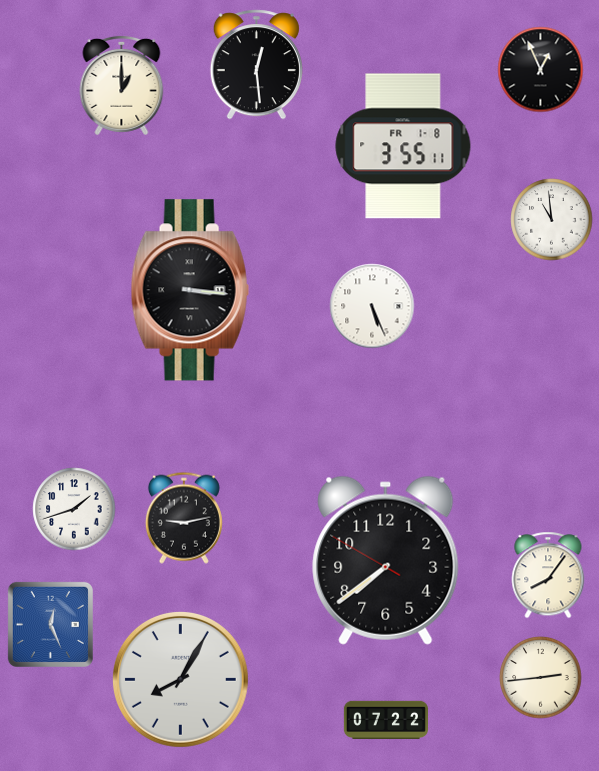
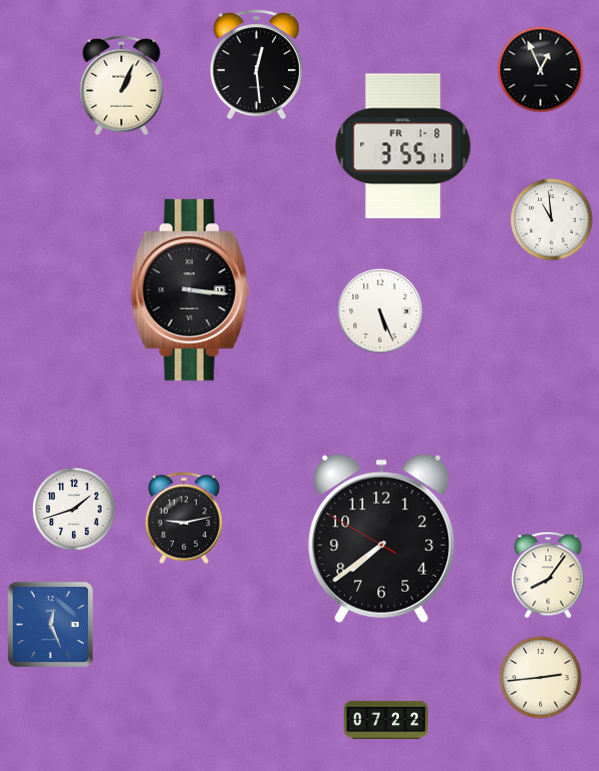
clock at (122, 85): 1:00 -> 1:04
clock at (372, 306) position: (372, 306) -> (380, 311)
clock at (386, 560) position: (386, 560) -> (382, 538)
clock at (180, 679): 8:05 -> none
